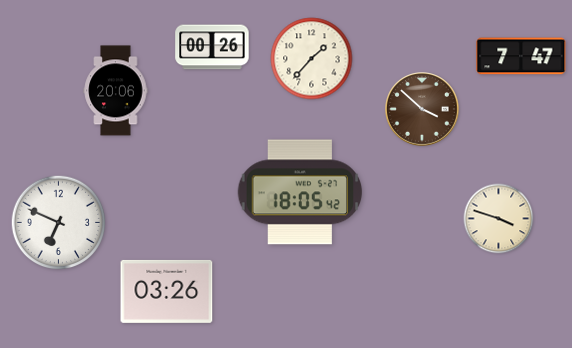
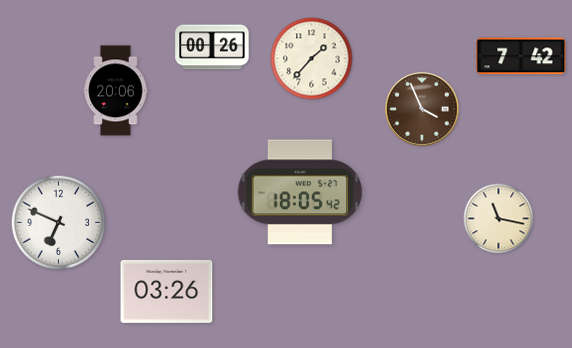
clock at (521, 56): 7:47 -> 7:42
clock at (422, 109): 3:52 -> 3:56
clock at (499, 219): 3:48 -> 11:17
